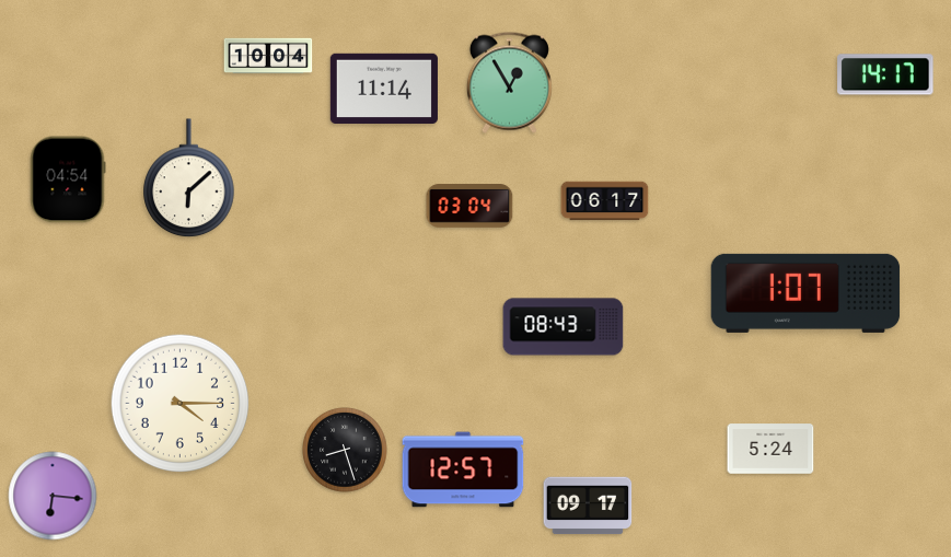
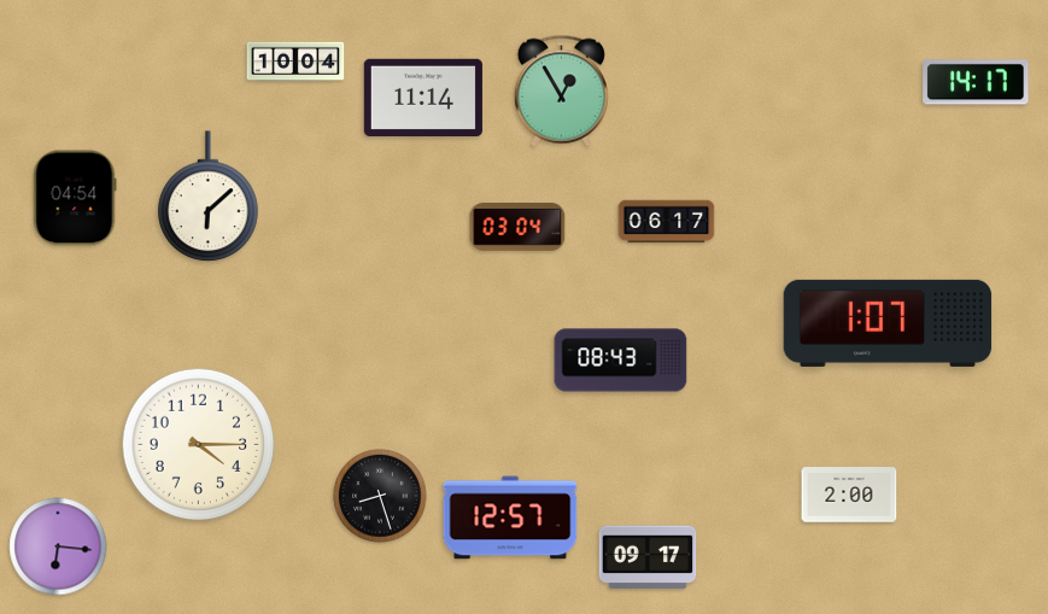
clock at (770, 449): 5:24 -> 2:00
